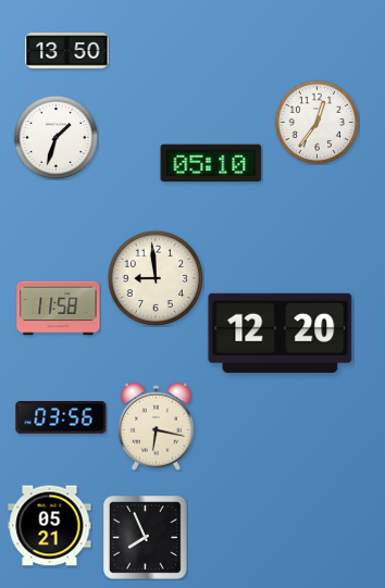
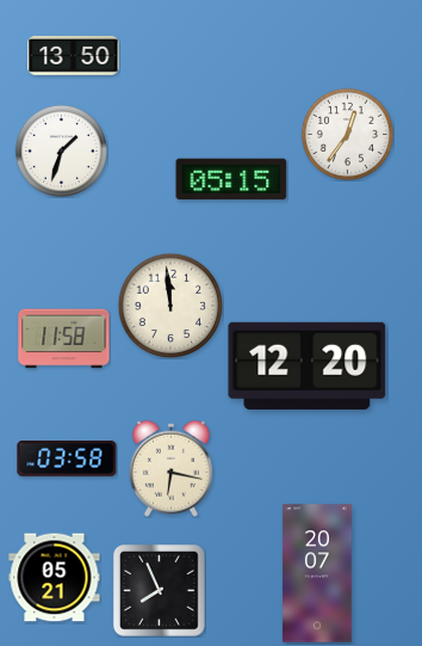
clock at (211, 163): 05:10 -> 05:15
clock at (156, 278): 8:59 -> 11:59
clock at (61, 418): 03:56 -> 03:58
clock at (317, 573): none -> 20:07
